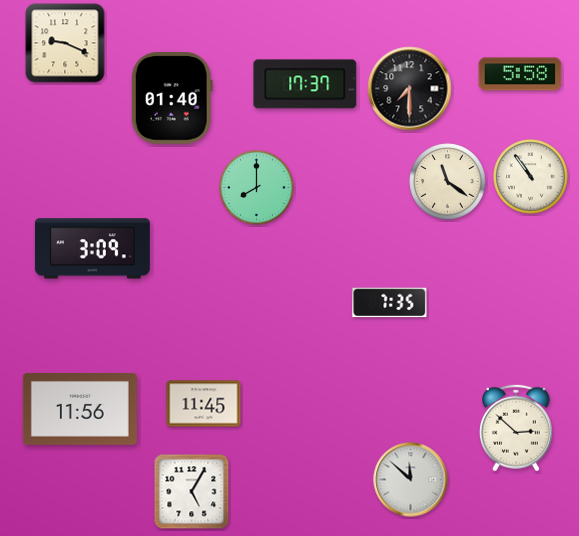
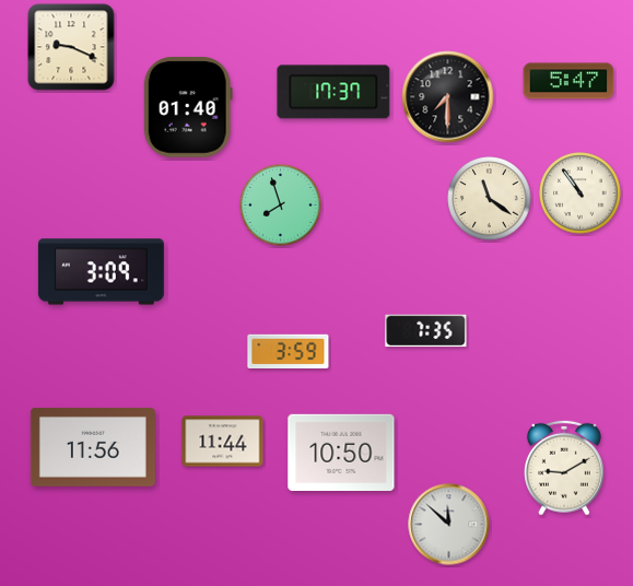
clock at (520, 74): 5:58 -> 5:47
clock at (257, 188): 8:00 -> 7:57
clock at (289, 351): none -> 3:59
clock at (204, 404): 11:45 -> 11:44
clock at (80, 409) position: (80, 409) -> (93, 447)
clock at (341, 453): none -> 10:50
clock at (516, 428): 2:52 -> 9:10
clock at (192, 492): 5:05 -> none
